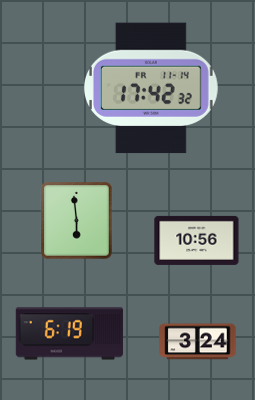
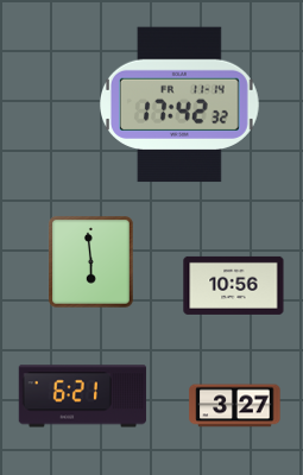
clock at (69, 334): 6:19 -> 6:21
clock at (198, 342): 3:24 -> 3:27
